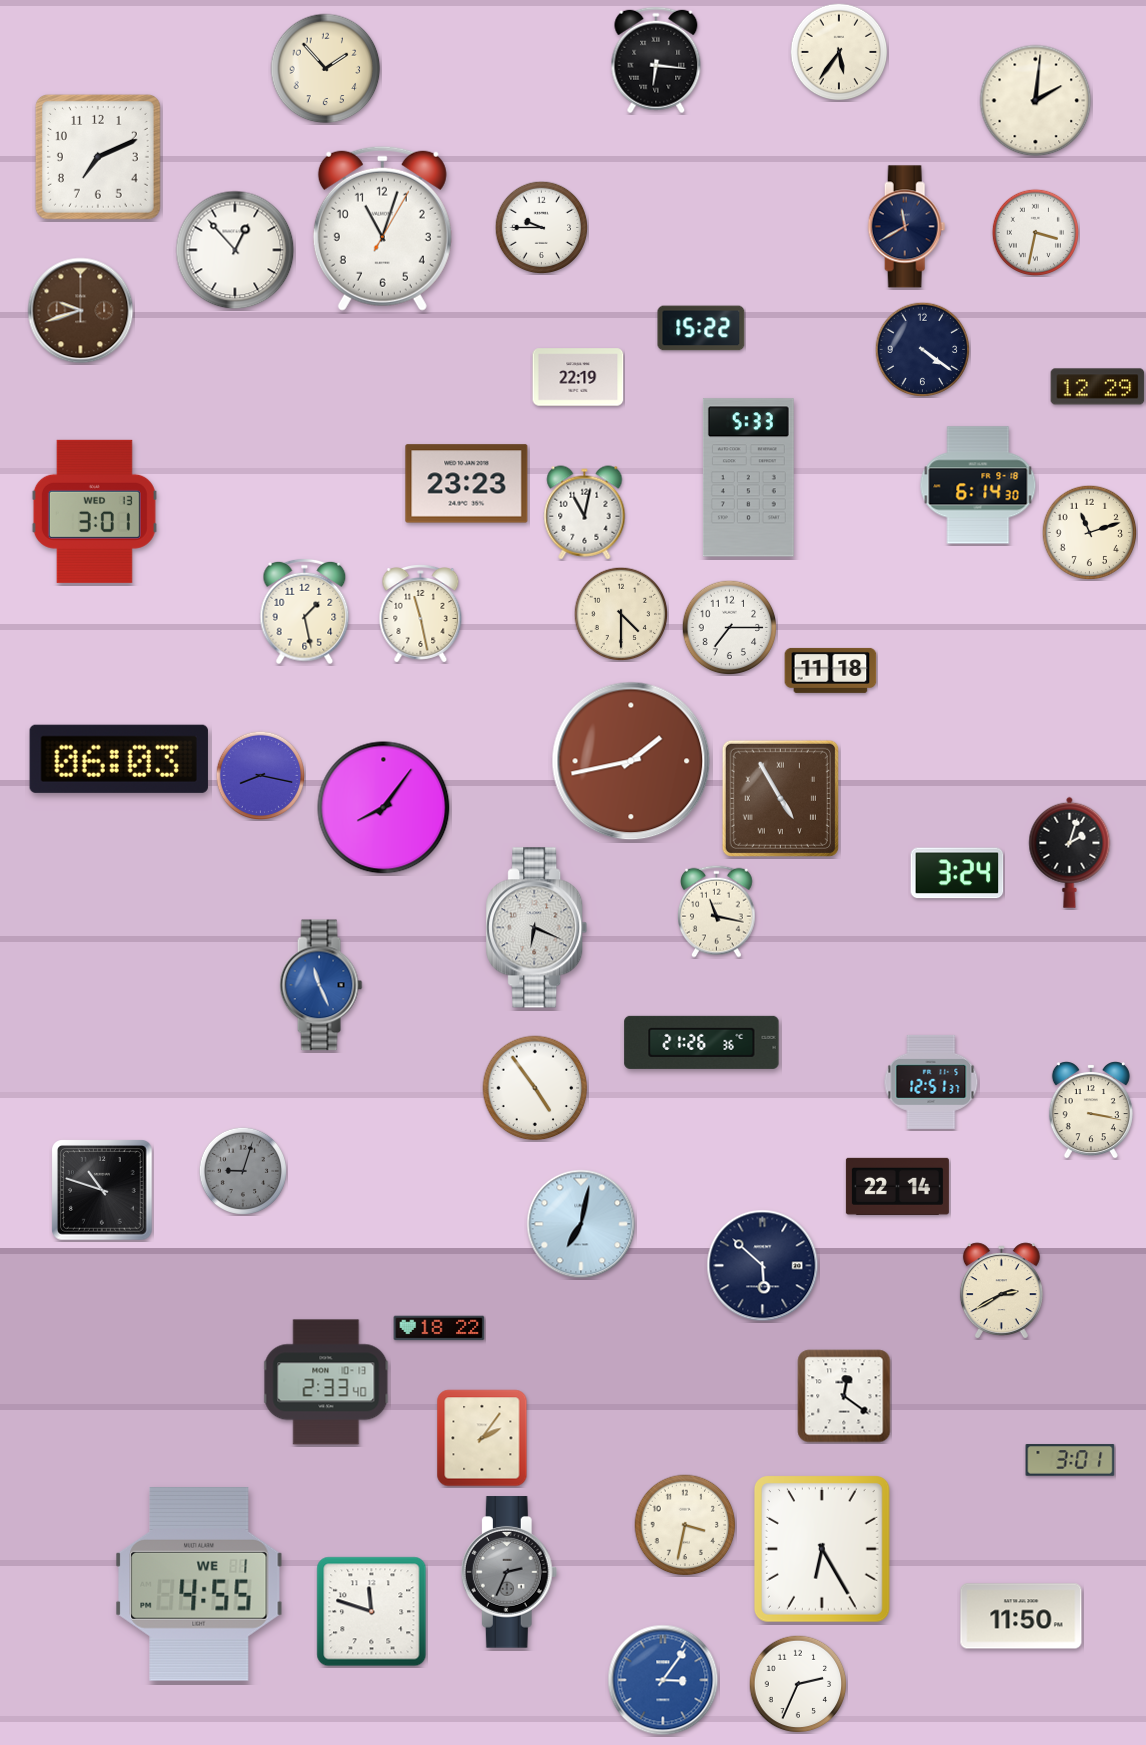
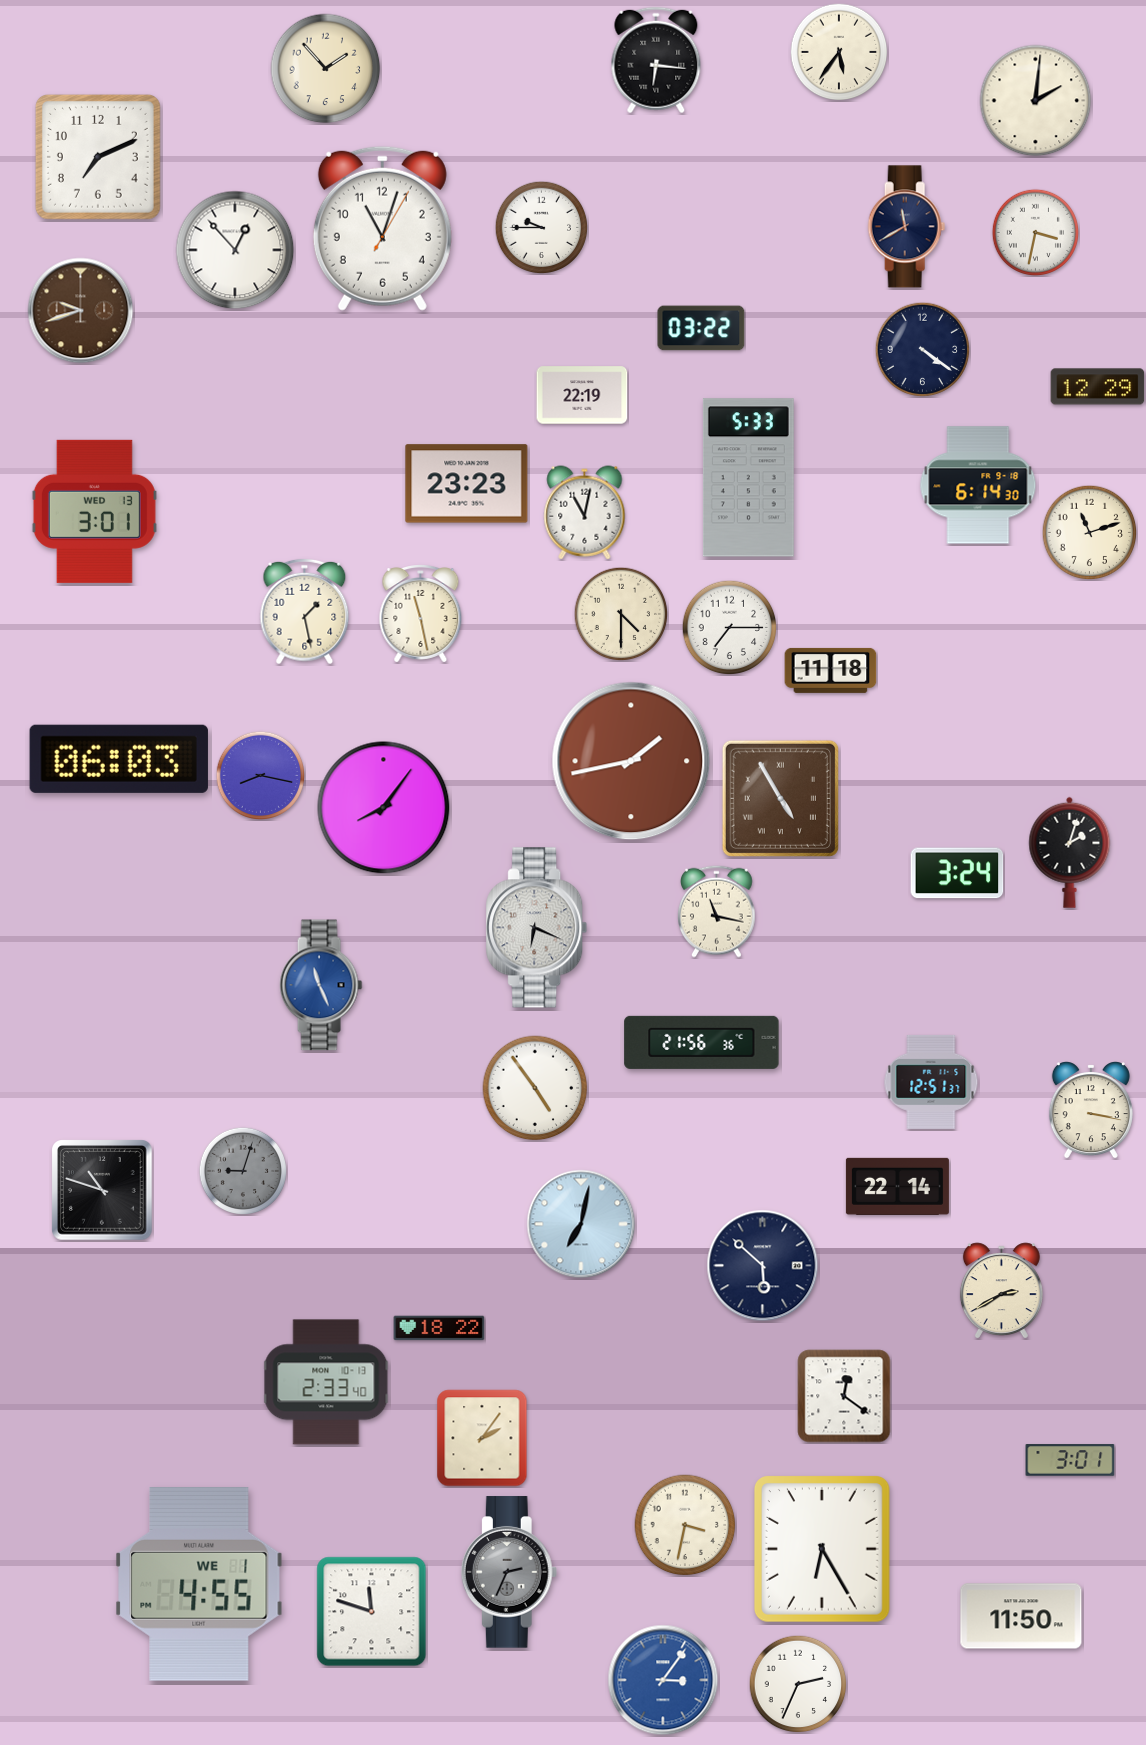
clock at (701, 328): 15:22 -> 03:22
clock at (578, 377) position: (578, 377) -> (582, 395)
clock at (702, 1042): 21:26 -> 21:56
